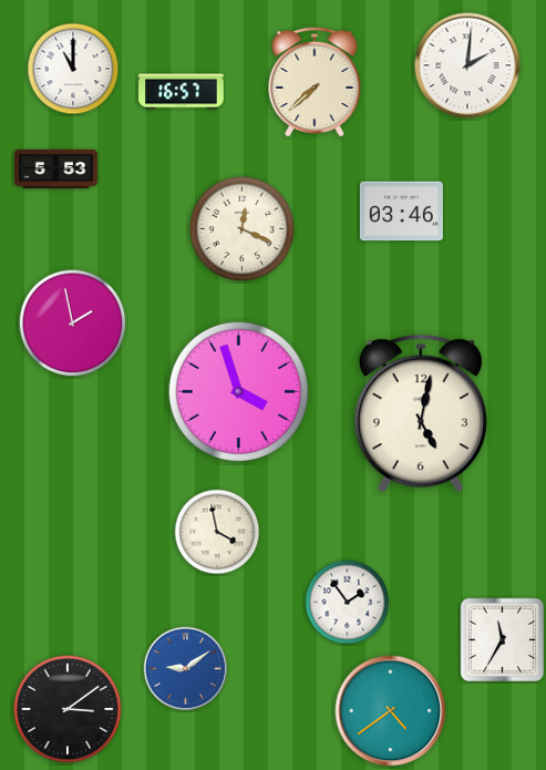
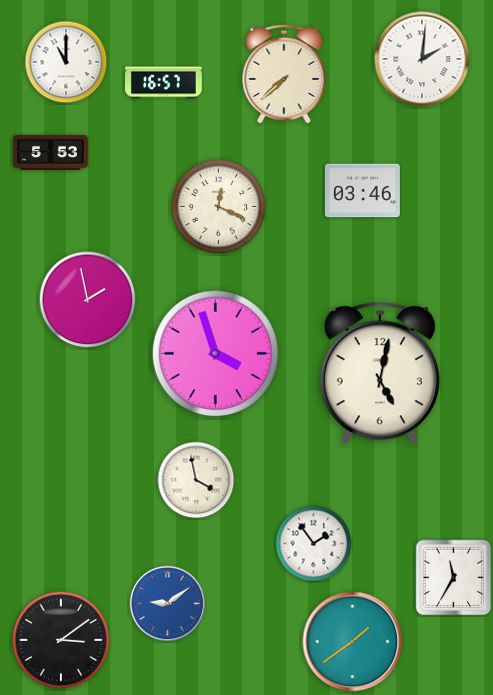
clock at (73, 324) position: (73, 324) -> (88, 300)
clock at (391, 711): 4:39 -> 1:39
